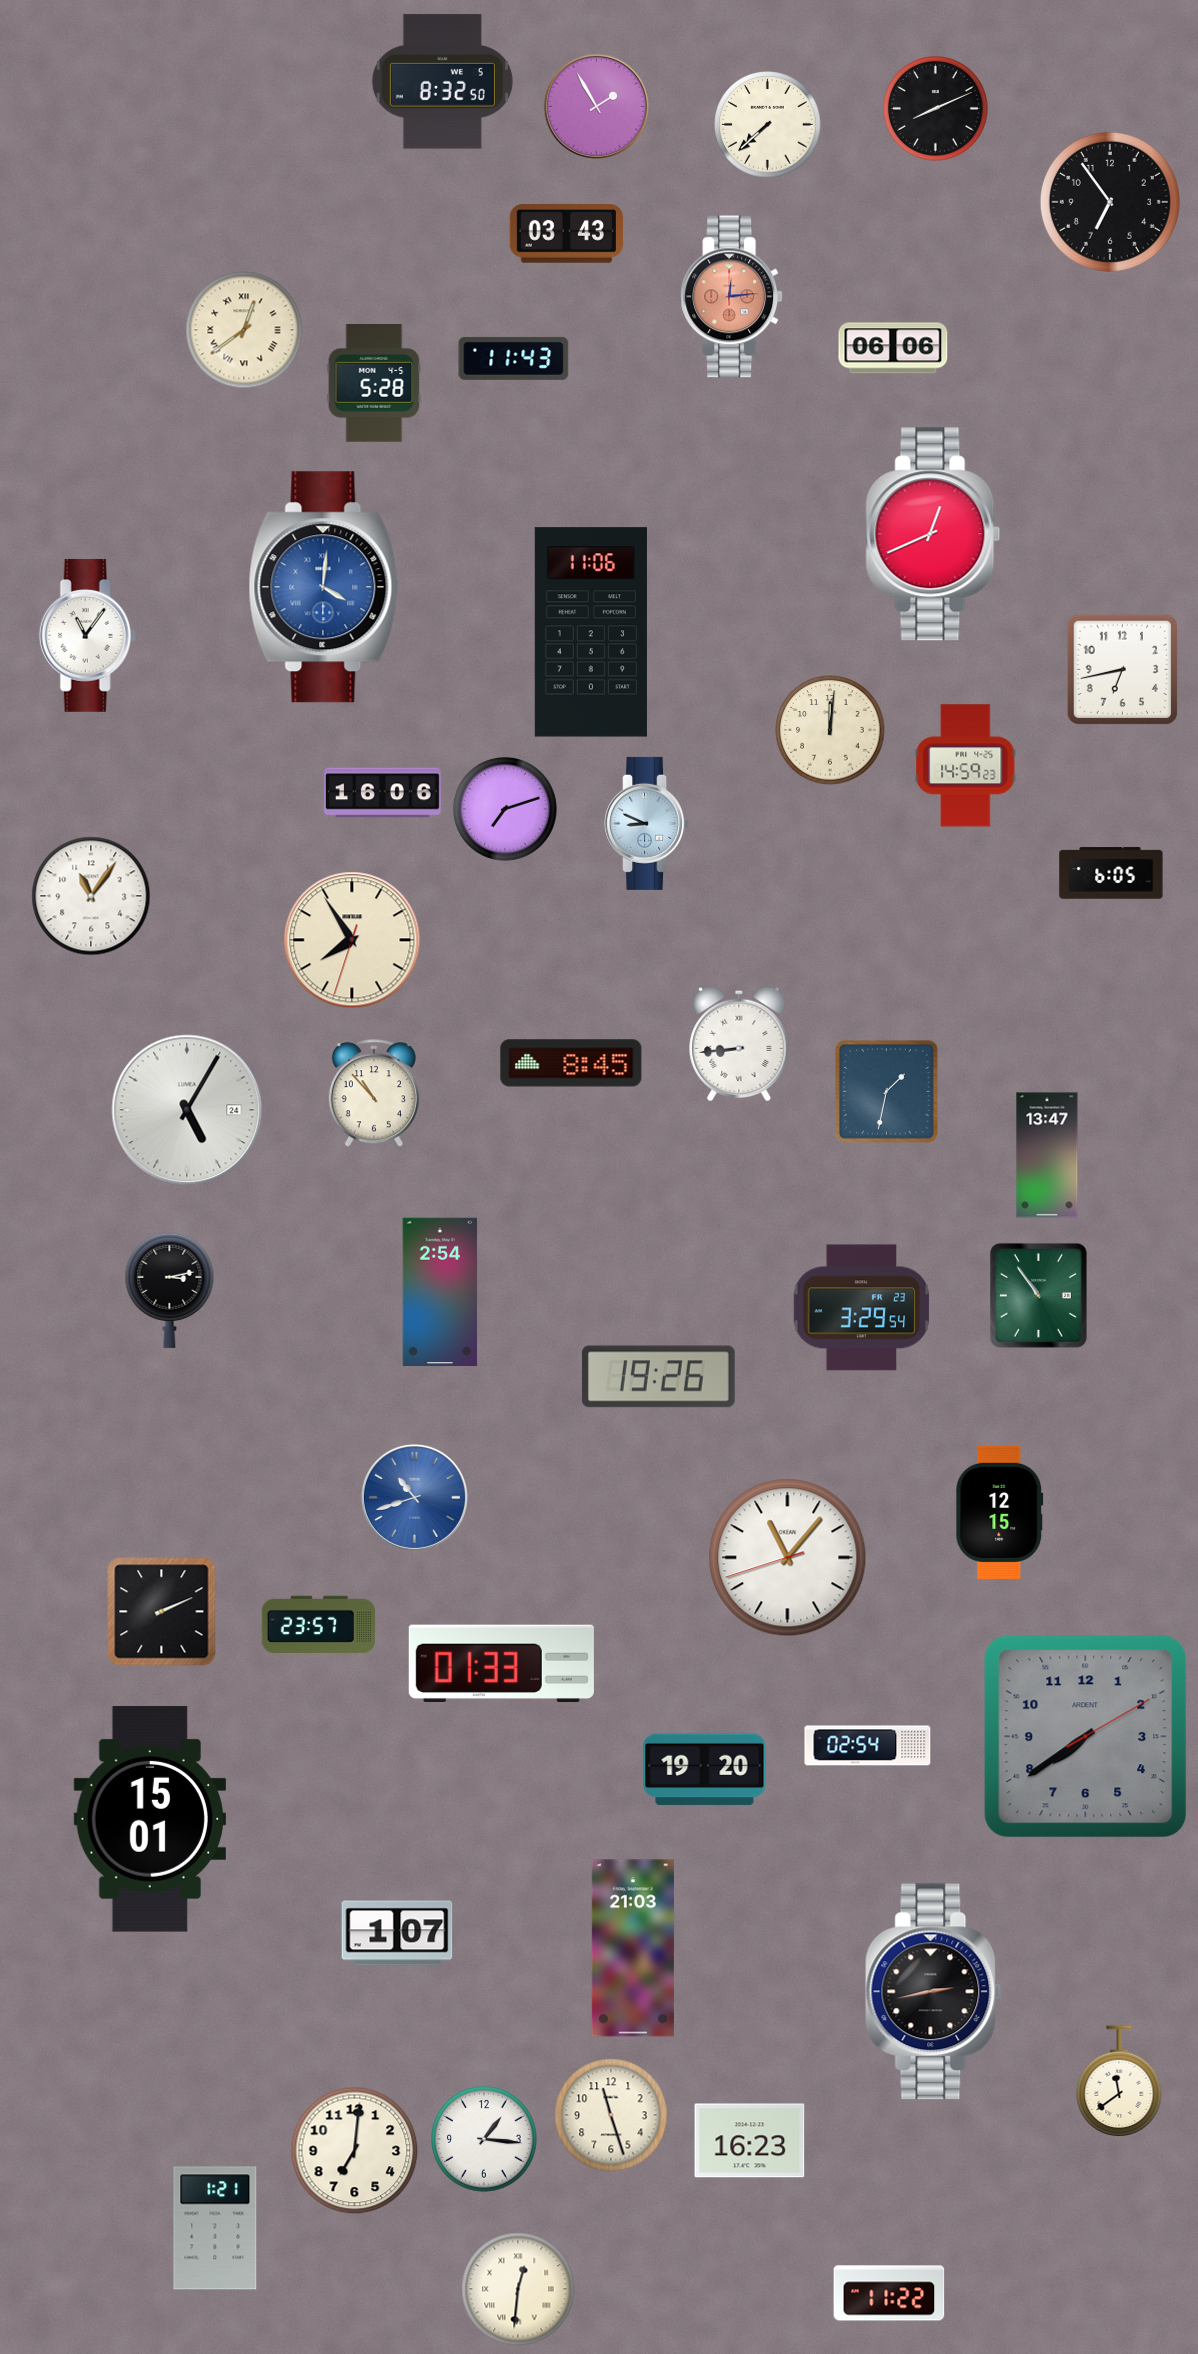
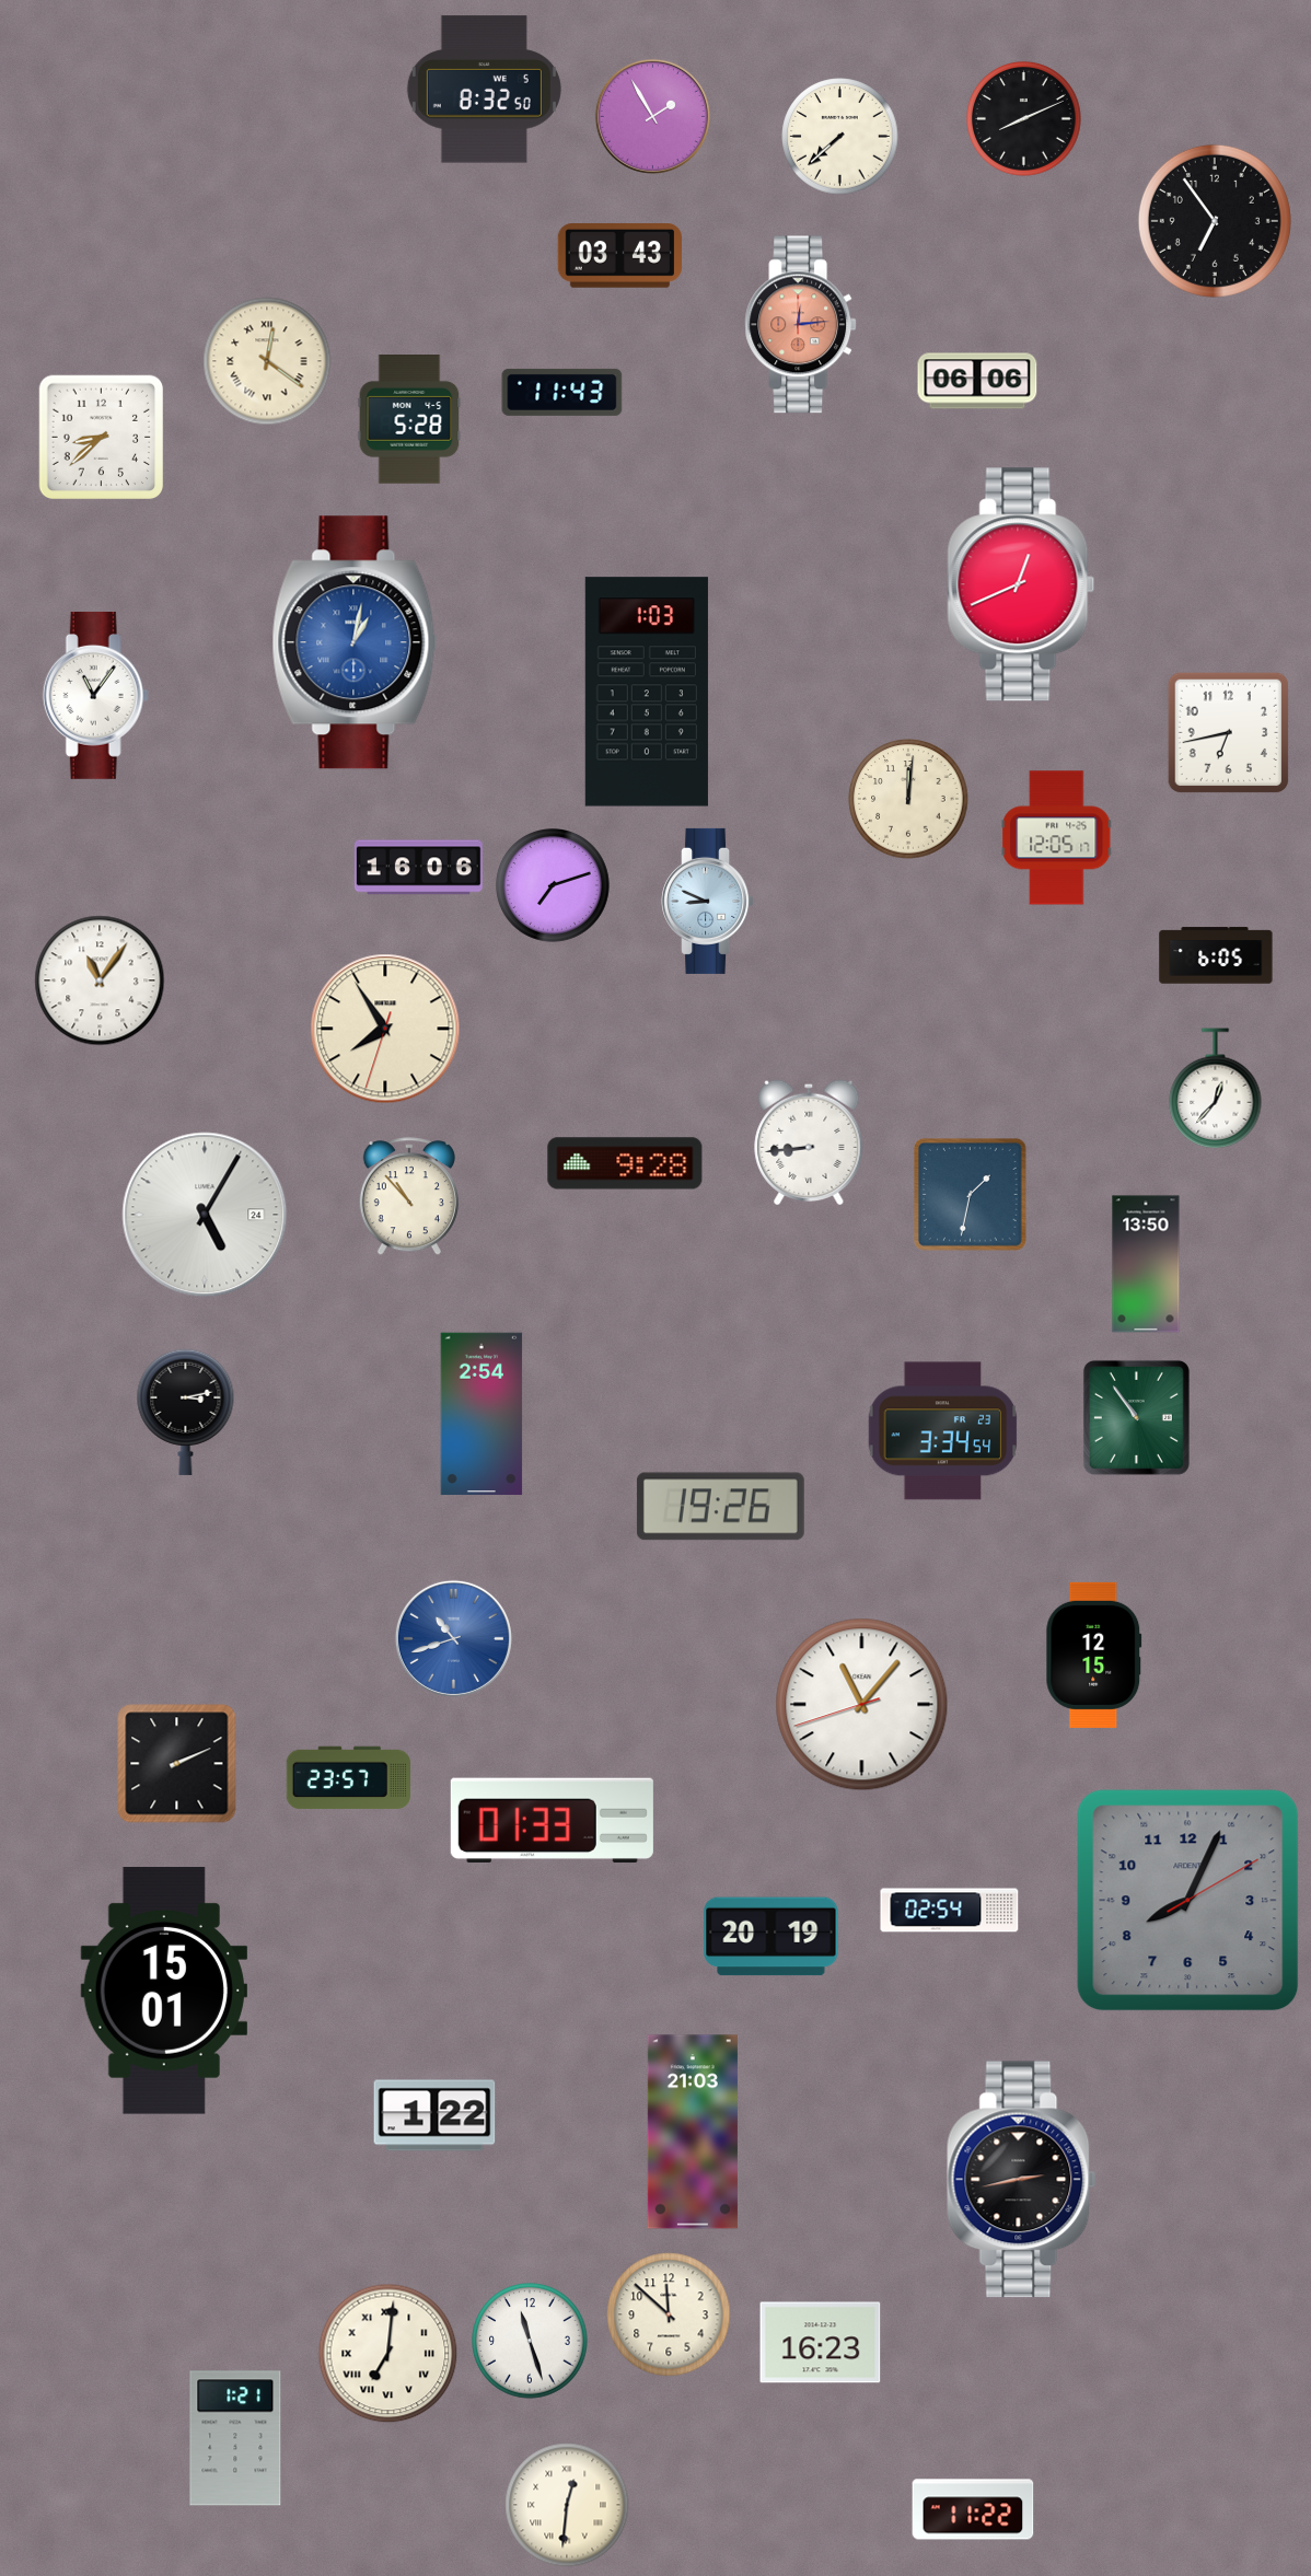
clock at (244, 330): 12:39 -> 12:21
clock at (102, 438): none -> 8:38
clock at (324, 587): 4:01 -> 1:02
clock at (591, 632): 11:06 -> 1:03
clock at (966, 766): 14:59 -> 12:05
clock at (1216, 1088): none -> 12:37
clock at (571, 1063): 8:45 -> 9:28
clock at (1047, 1155): 13:47 -> 13:50
clock at (862, 1308): 3:29 -> 3:34
clock at (501, 1663) position: (501, 1663) -> (552, 1820)
clock at (1086, 1737): 7:39 -> 8:04
clock at (705, 1770): 19:20 -> 20:19
clock at (397, 1933): 1:07 -> 1:22
clock at (1119, 2082): 11:39 -> none
clock at (611, 2115): 11:27 -> 11:52
clock at (484, 2139): 1:16 -> 11:27
clock at (355, 2151) numerals: Arabic -> Roman
